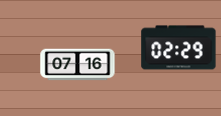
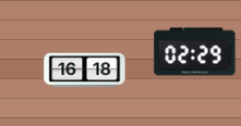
clock at (78, 65): 07:16 -> 16:18
